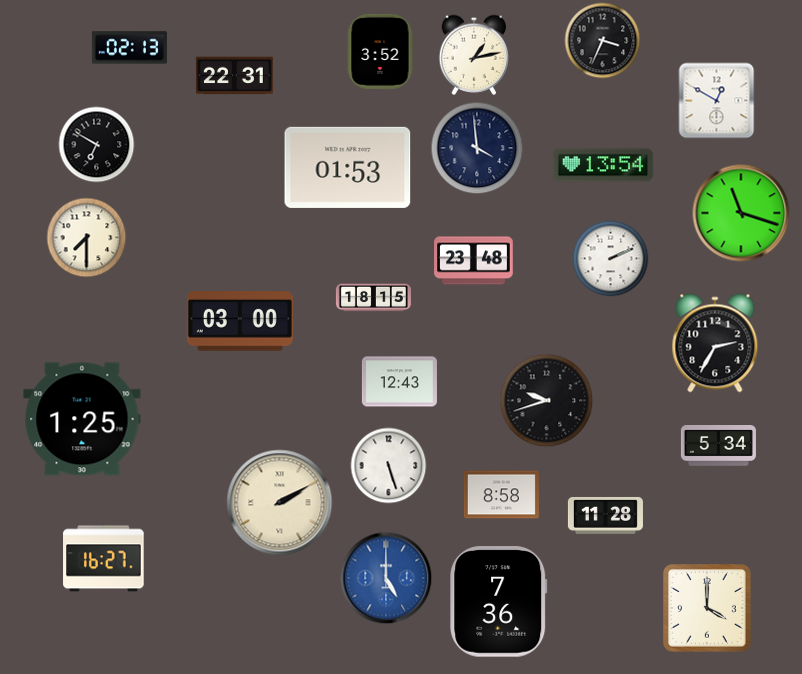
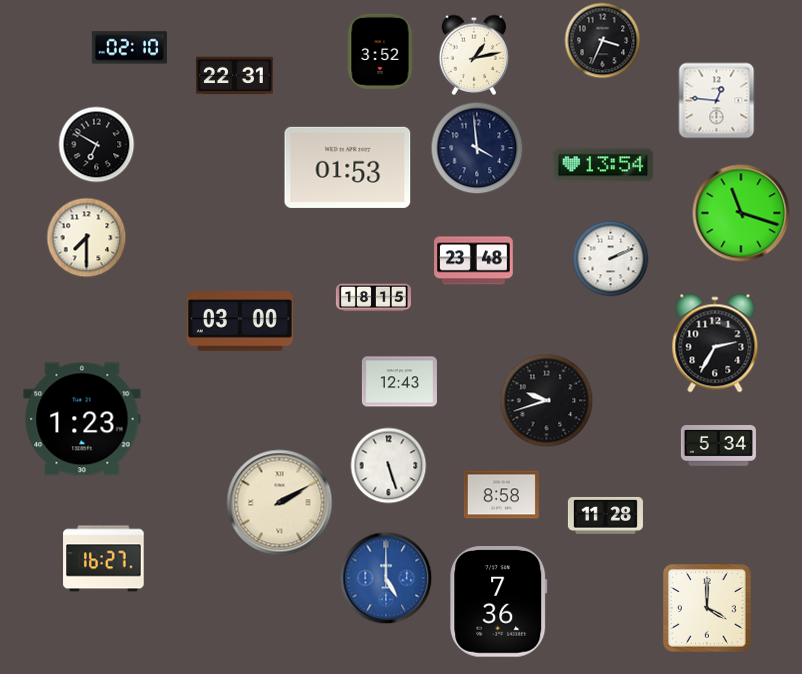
clock at (129, 48): 02:13 -> 02:10
clock at (717, 101): 12:50 -> 12:46
clock at (82, 419): 1:25 -> 1:23
